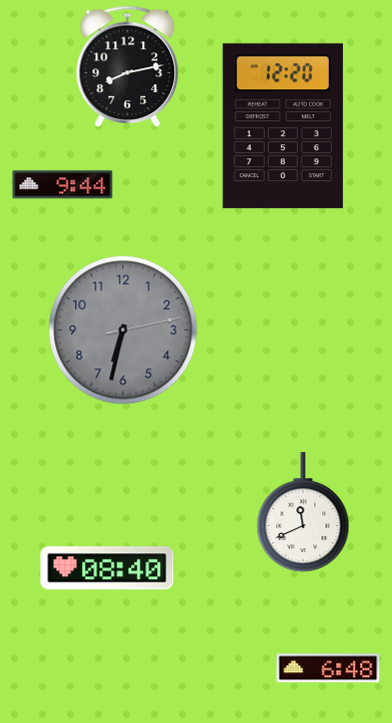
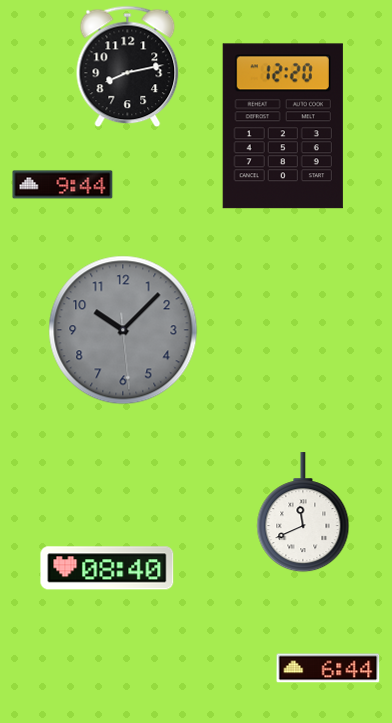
clock at (123, 330): 6:32 -> 10:07
clock at (328, 668): 6:48 -> 6:44
